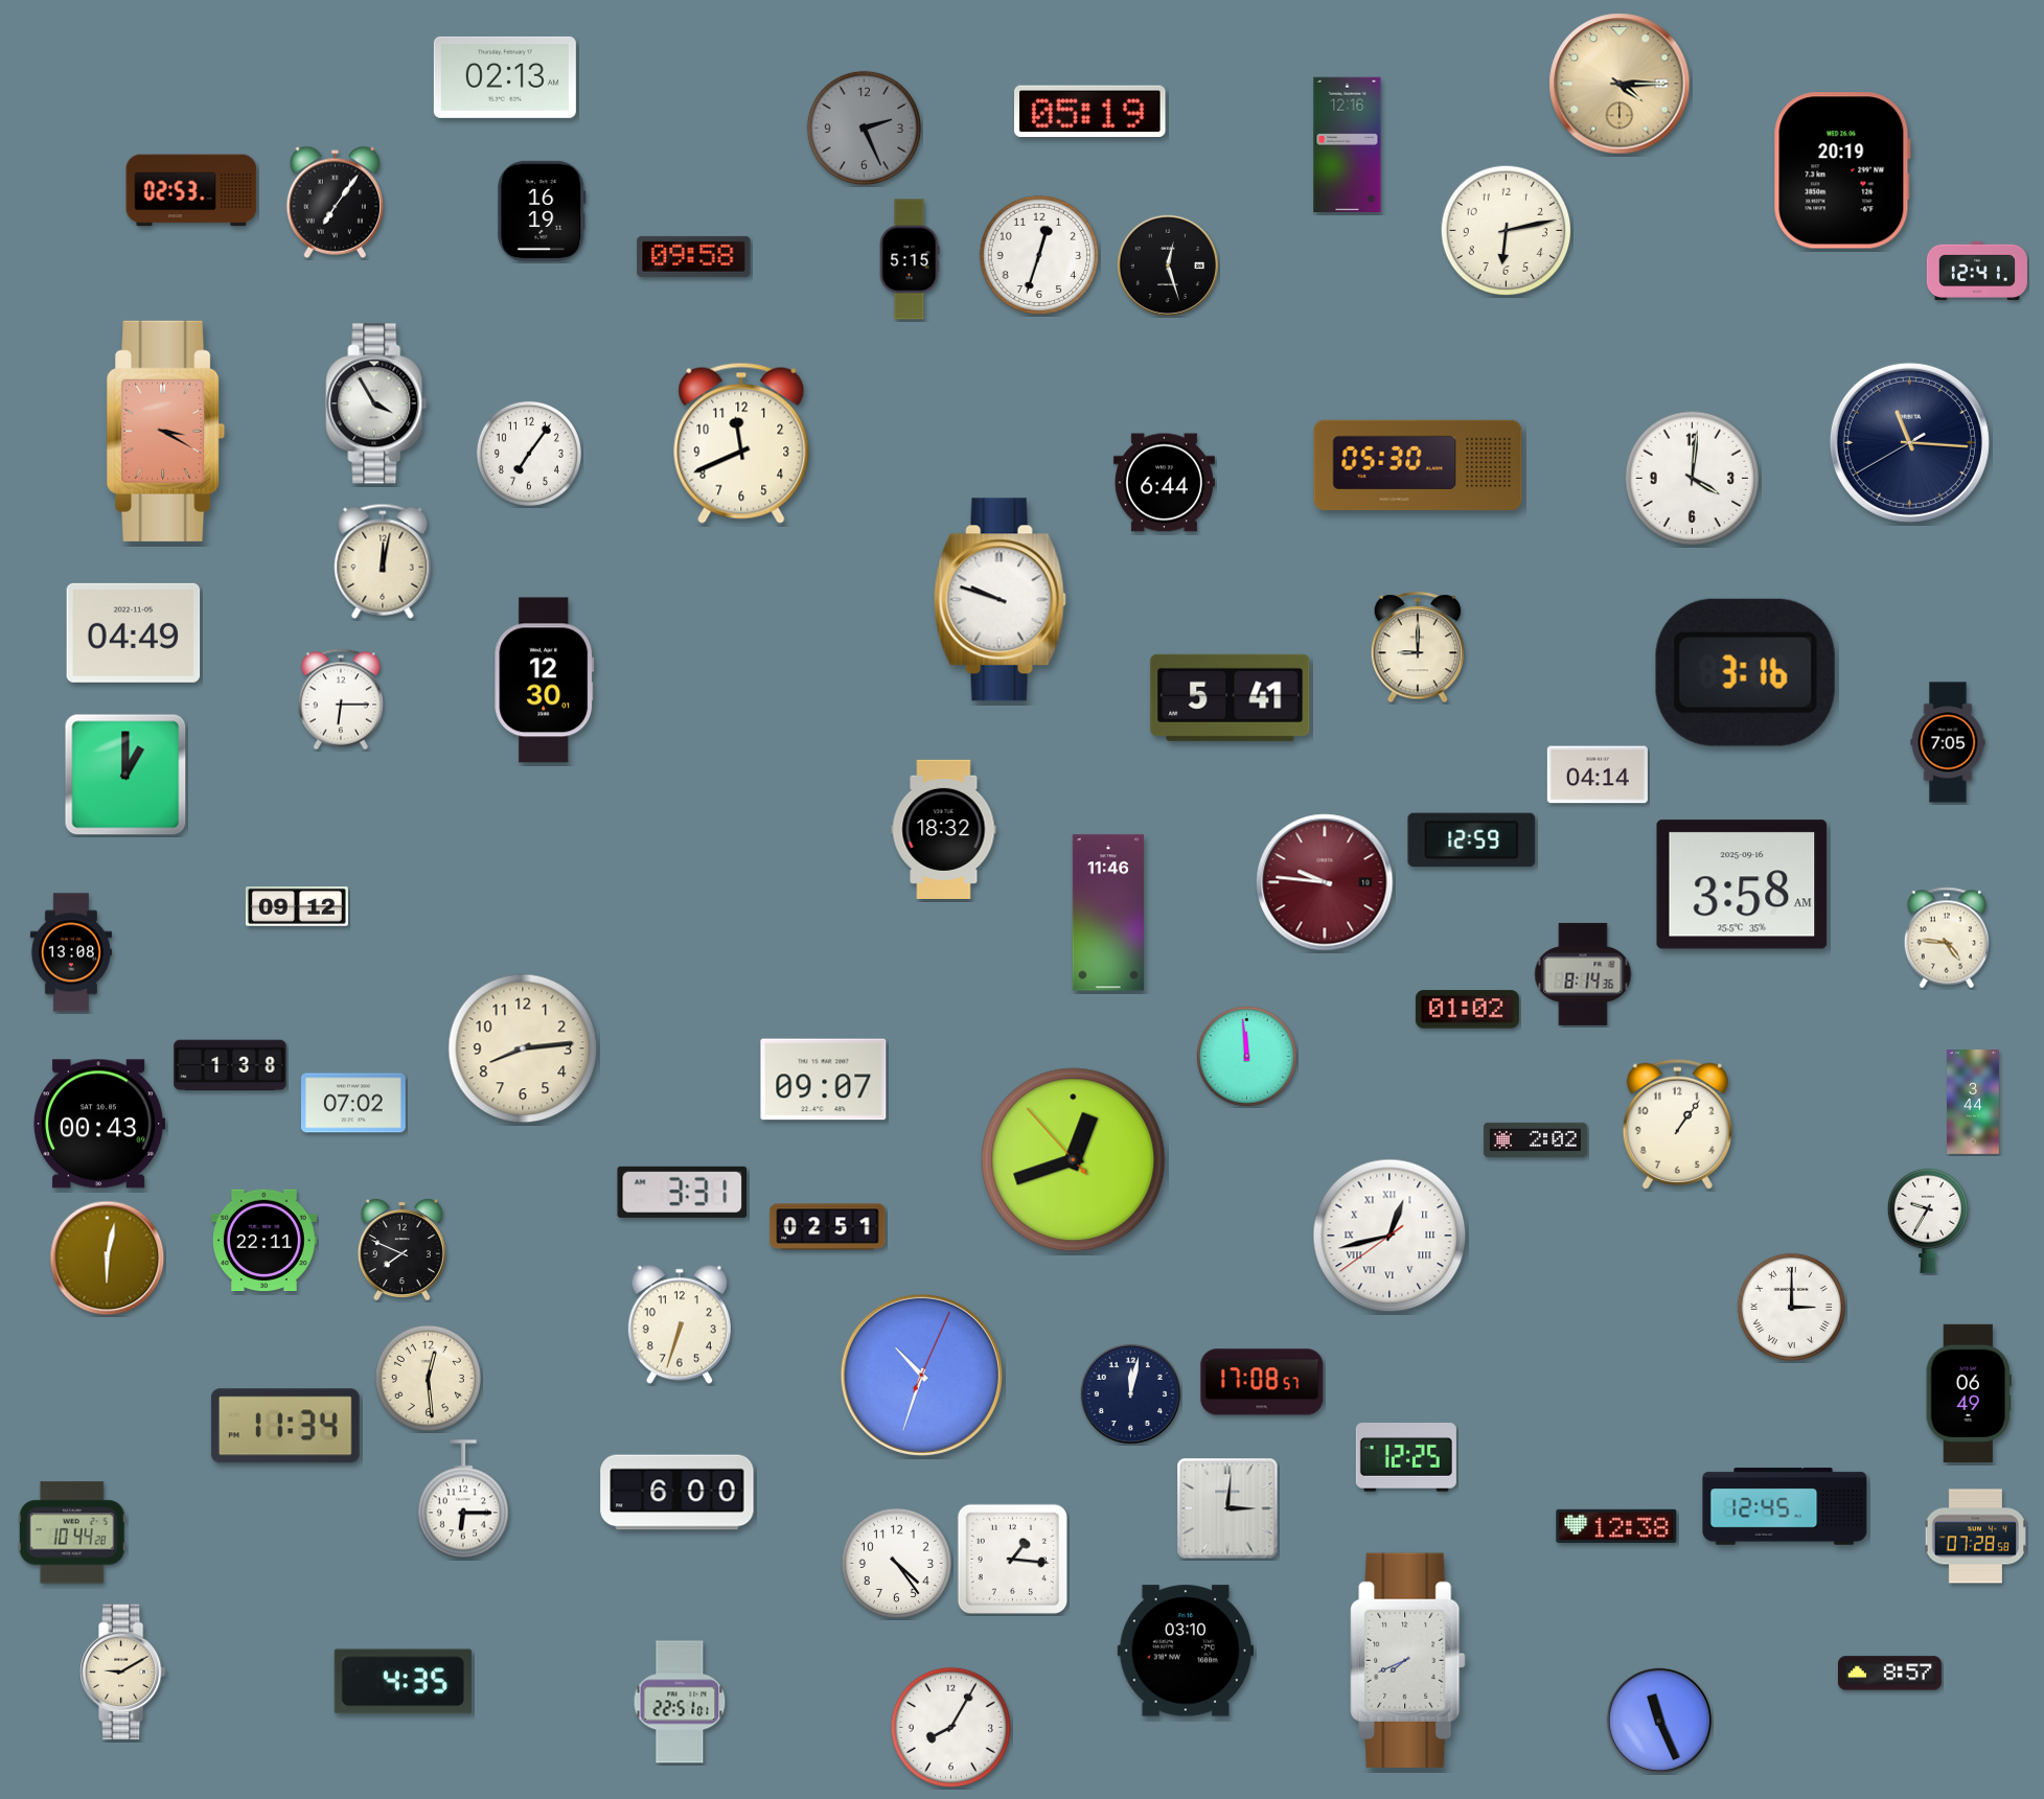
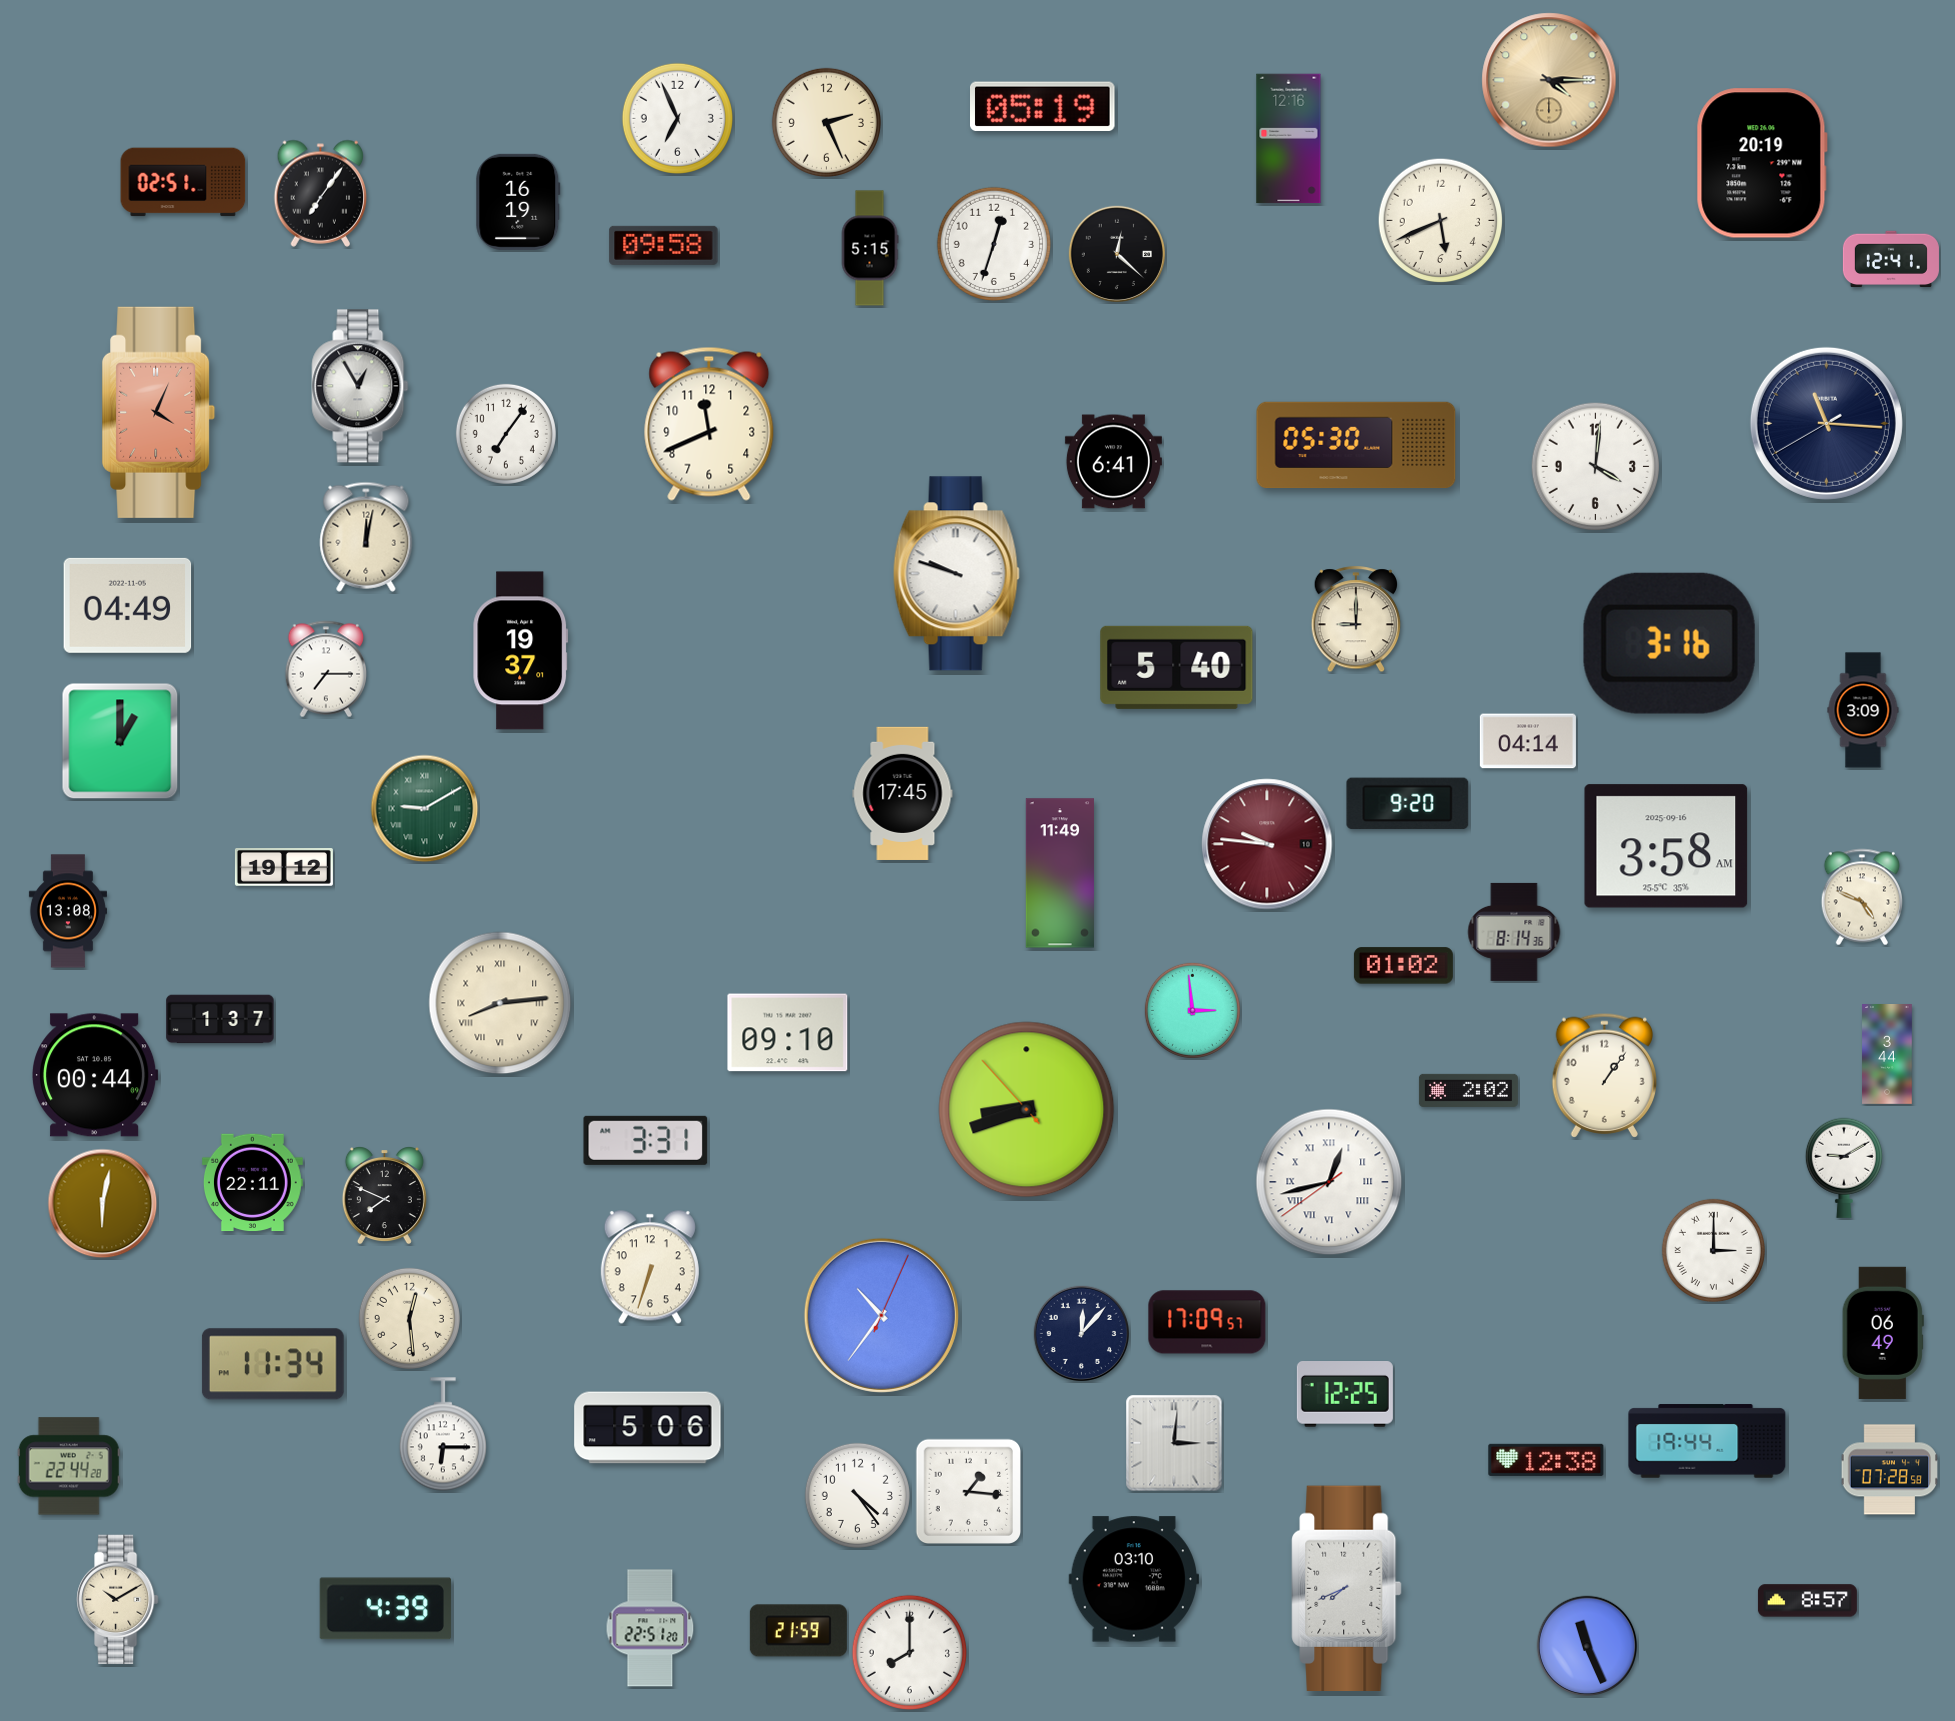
clock at (505, 77): 02:13 -> none
clock at (677, 118): none -> 6:56
clock at (864, 128) dial: grey -> cream
clock at (191, 190): 02:53 -> 02:51
clock at (1507, 231): 6:13 -> 5:41
clock at (1167, 264): 12:27 -> 12:22
clock at (376, 403): 3:55 -> 12:55
clock at (166, 431): 3:20 -> 4:04
clock at (1693, 479) position: (1693, 479) -> (1596, 467)
clock at (1164, 483): 6:44 -> 6:41
clock at (545, 681): 12:30 -> 19:37
clock at (1231, 697): 5:41 -> 5:40
clock at (340, 699): 6:15 -> 7:15
clock at (1948, 742): 7:05 -> 3:09
clock at (944, 829): 18:32 -> 17:45
clock at (1472, 840): 12:59 -> 9:20
clock at (425, 809): none -> 9:10
clock at (297, 907): 09:12 -> 19:12
clock at (1108, 913): 11:46 -> 11:49
clock at (1946, 938): 4:46 -> 4:49
clock at (523, 1048) numerals: Arabic -> Roman
clock at (1246, 1056): 11:59 -> 2:59
clock at (230, 1065): 1:38 -> 1:37
clock at (824, 1080): 09:07 -> 09:10
clock at (353, 1103): 07:02 -> none
clock at (100, 1124): 00:43 -> 00:44
clock at (1074, 1160): 12:41 -> 8:41
clock at (683, 1192) position: (683, 1192) -> (646, 1140)
clock at (1928, 1221): 9:35 -> 9:10
clock at (828, 1227): 02:51 -> none
clock at (265, 1241) position: (265, 1241) -> (253, 1183)
clock at (921, 1375): 10:33 -> 10:36
clock at (1262, 1382): 17:08 -> 17:09
clock at (1130, 1393): 12:02 -> 12:07
clock at (677, 1493): 6:00 -> 5:06
clock at (1785, 1506): 12:45 -> 19:44
clock at (72, 1532): 10:44 -> 22:44
clock at (123, 1673): 9:10 -> 10:10
clock at (403, 1682): 4:35 -> 4:39
clock at (680, 1702): 22:51:01 -> 22:51:20
clock at (798, 1631): none -> 21:59
clock at (950, 1727): 8:05 -> 8:00
